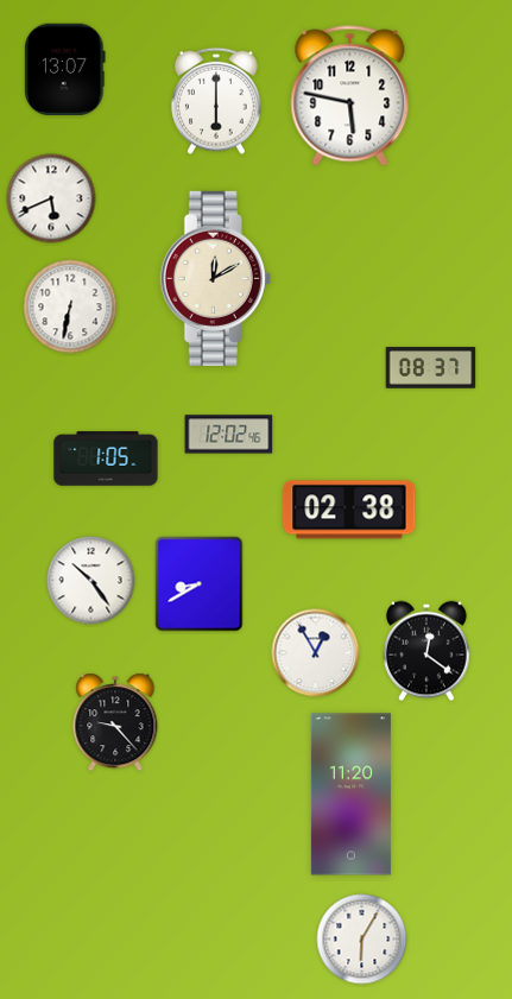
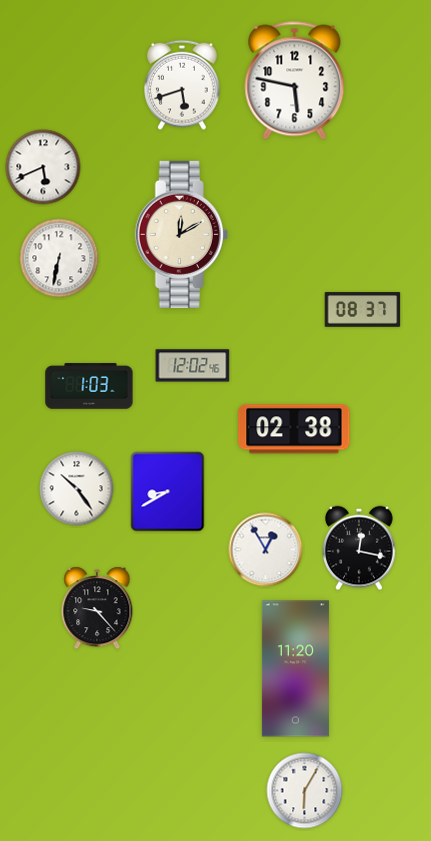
clock at (65, 69): 13:07 -> none
clock at (216, 101): 6:00 -> 5:42
clock at (106, 459): 1:05 -> 1:03
clock at (426, 651): 12:21 -> 12:17
